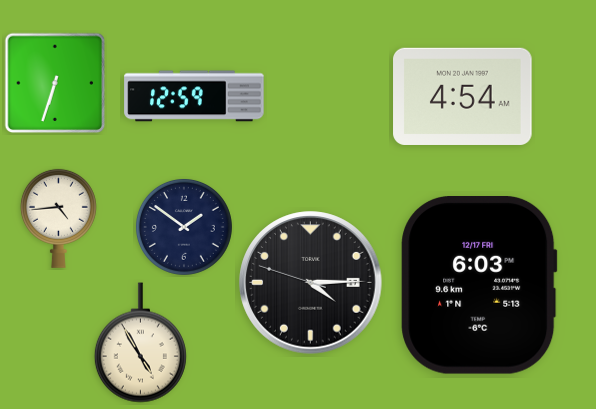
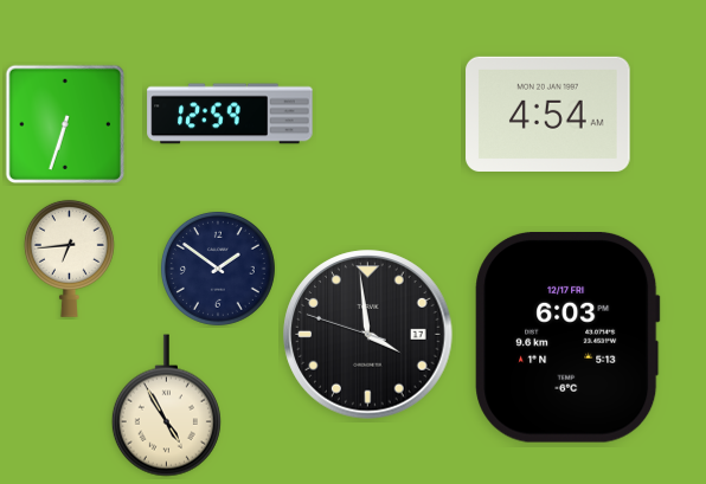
clock at (55, 83) position: (55, 83) -> (65, 124)
clock at (58, 218): 4:44 -> 6:44
clock at (311, 283): 4:14 -> 3:58
